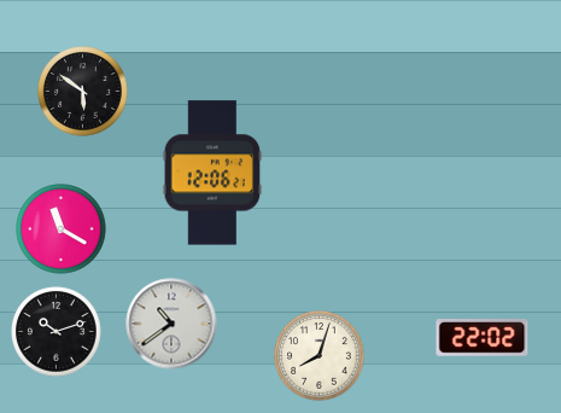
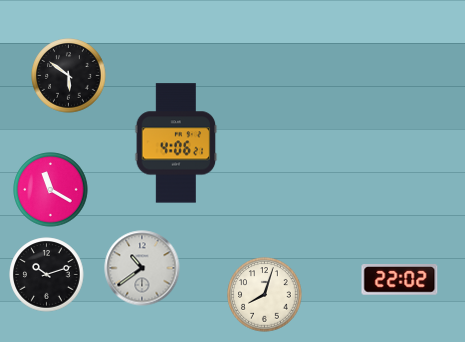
clock at (212, 173): 12:06 -> 4:06
